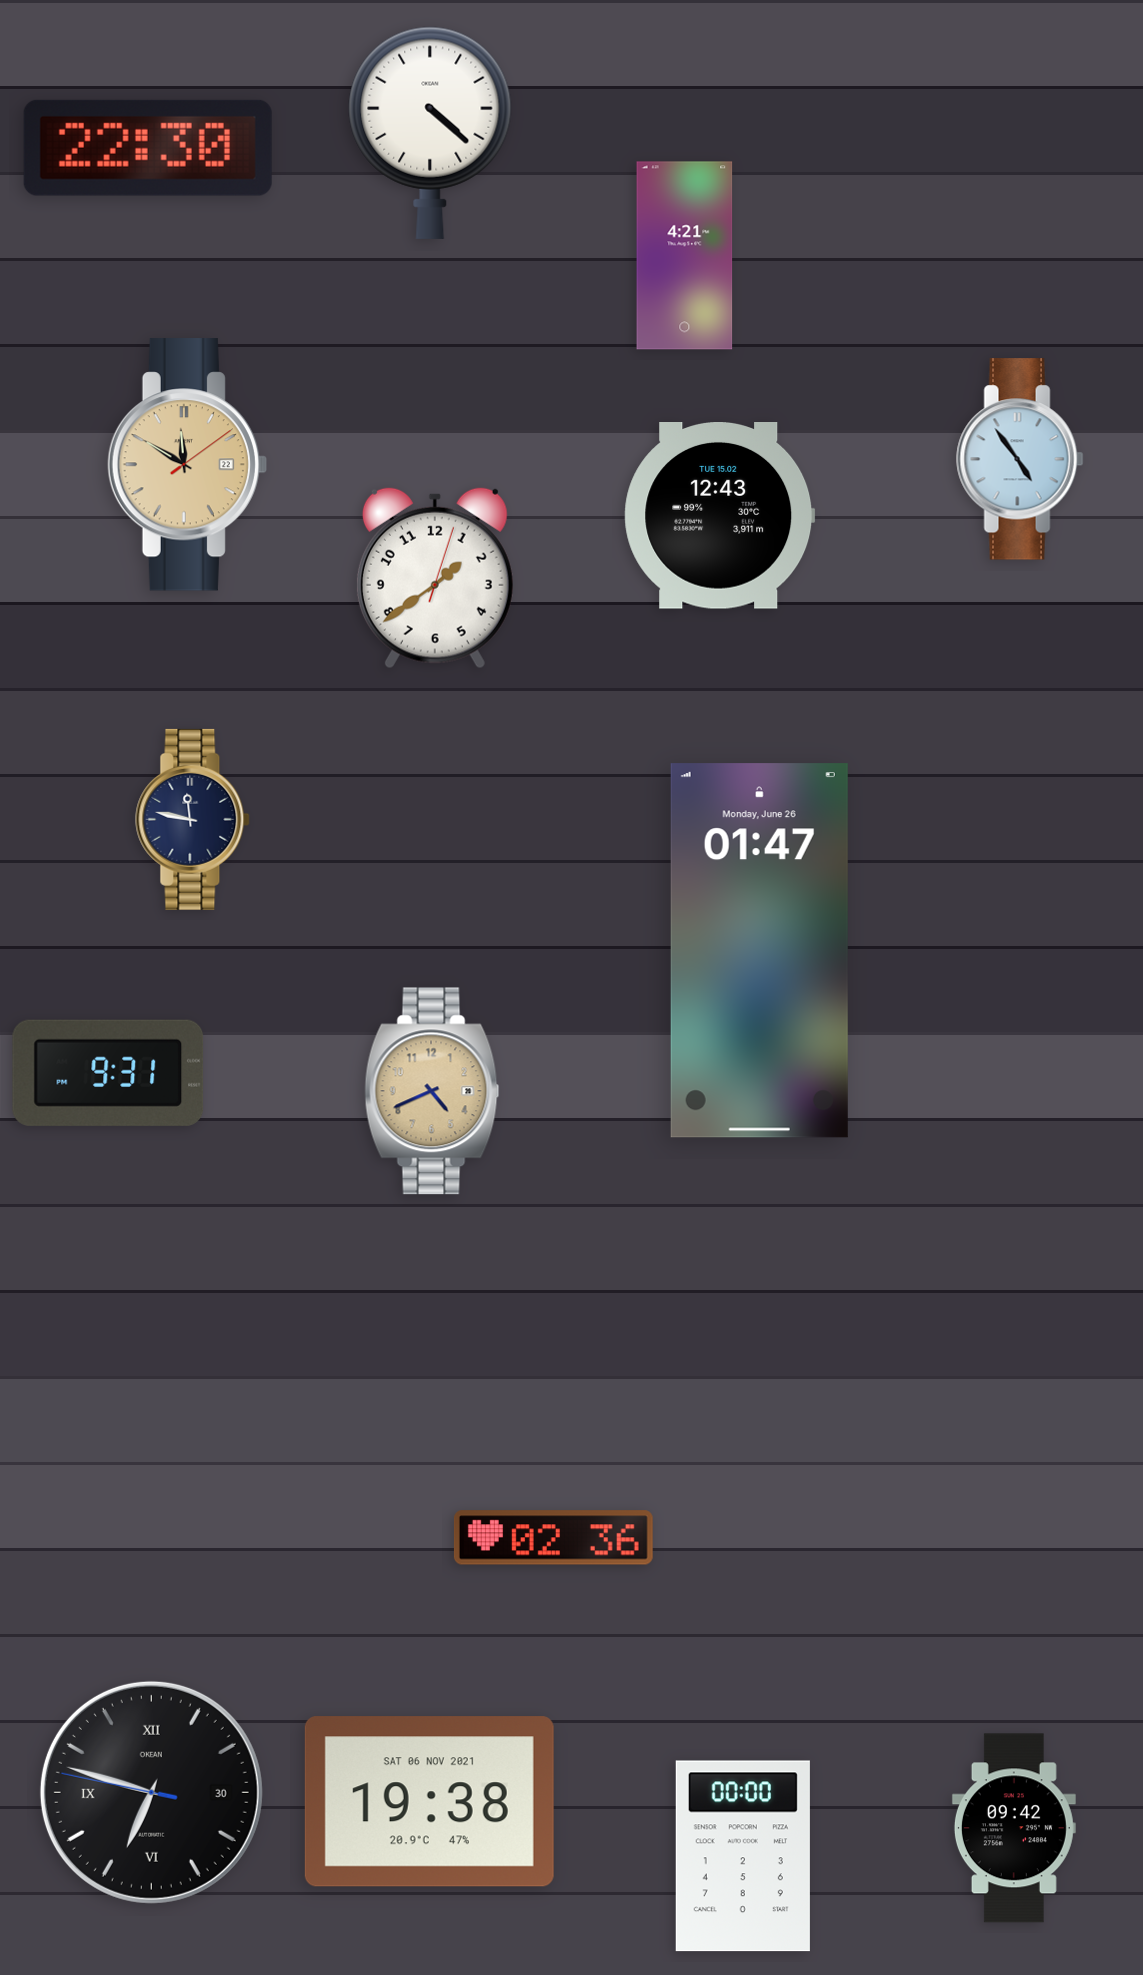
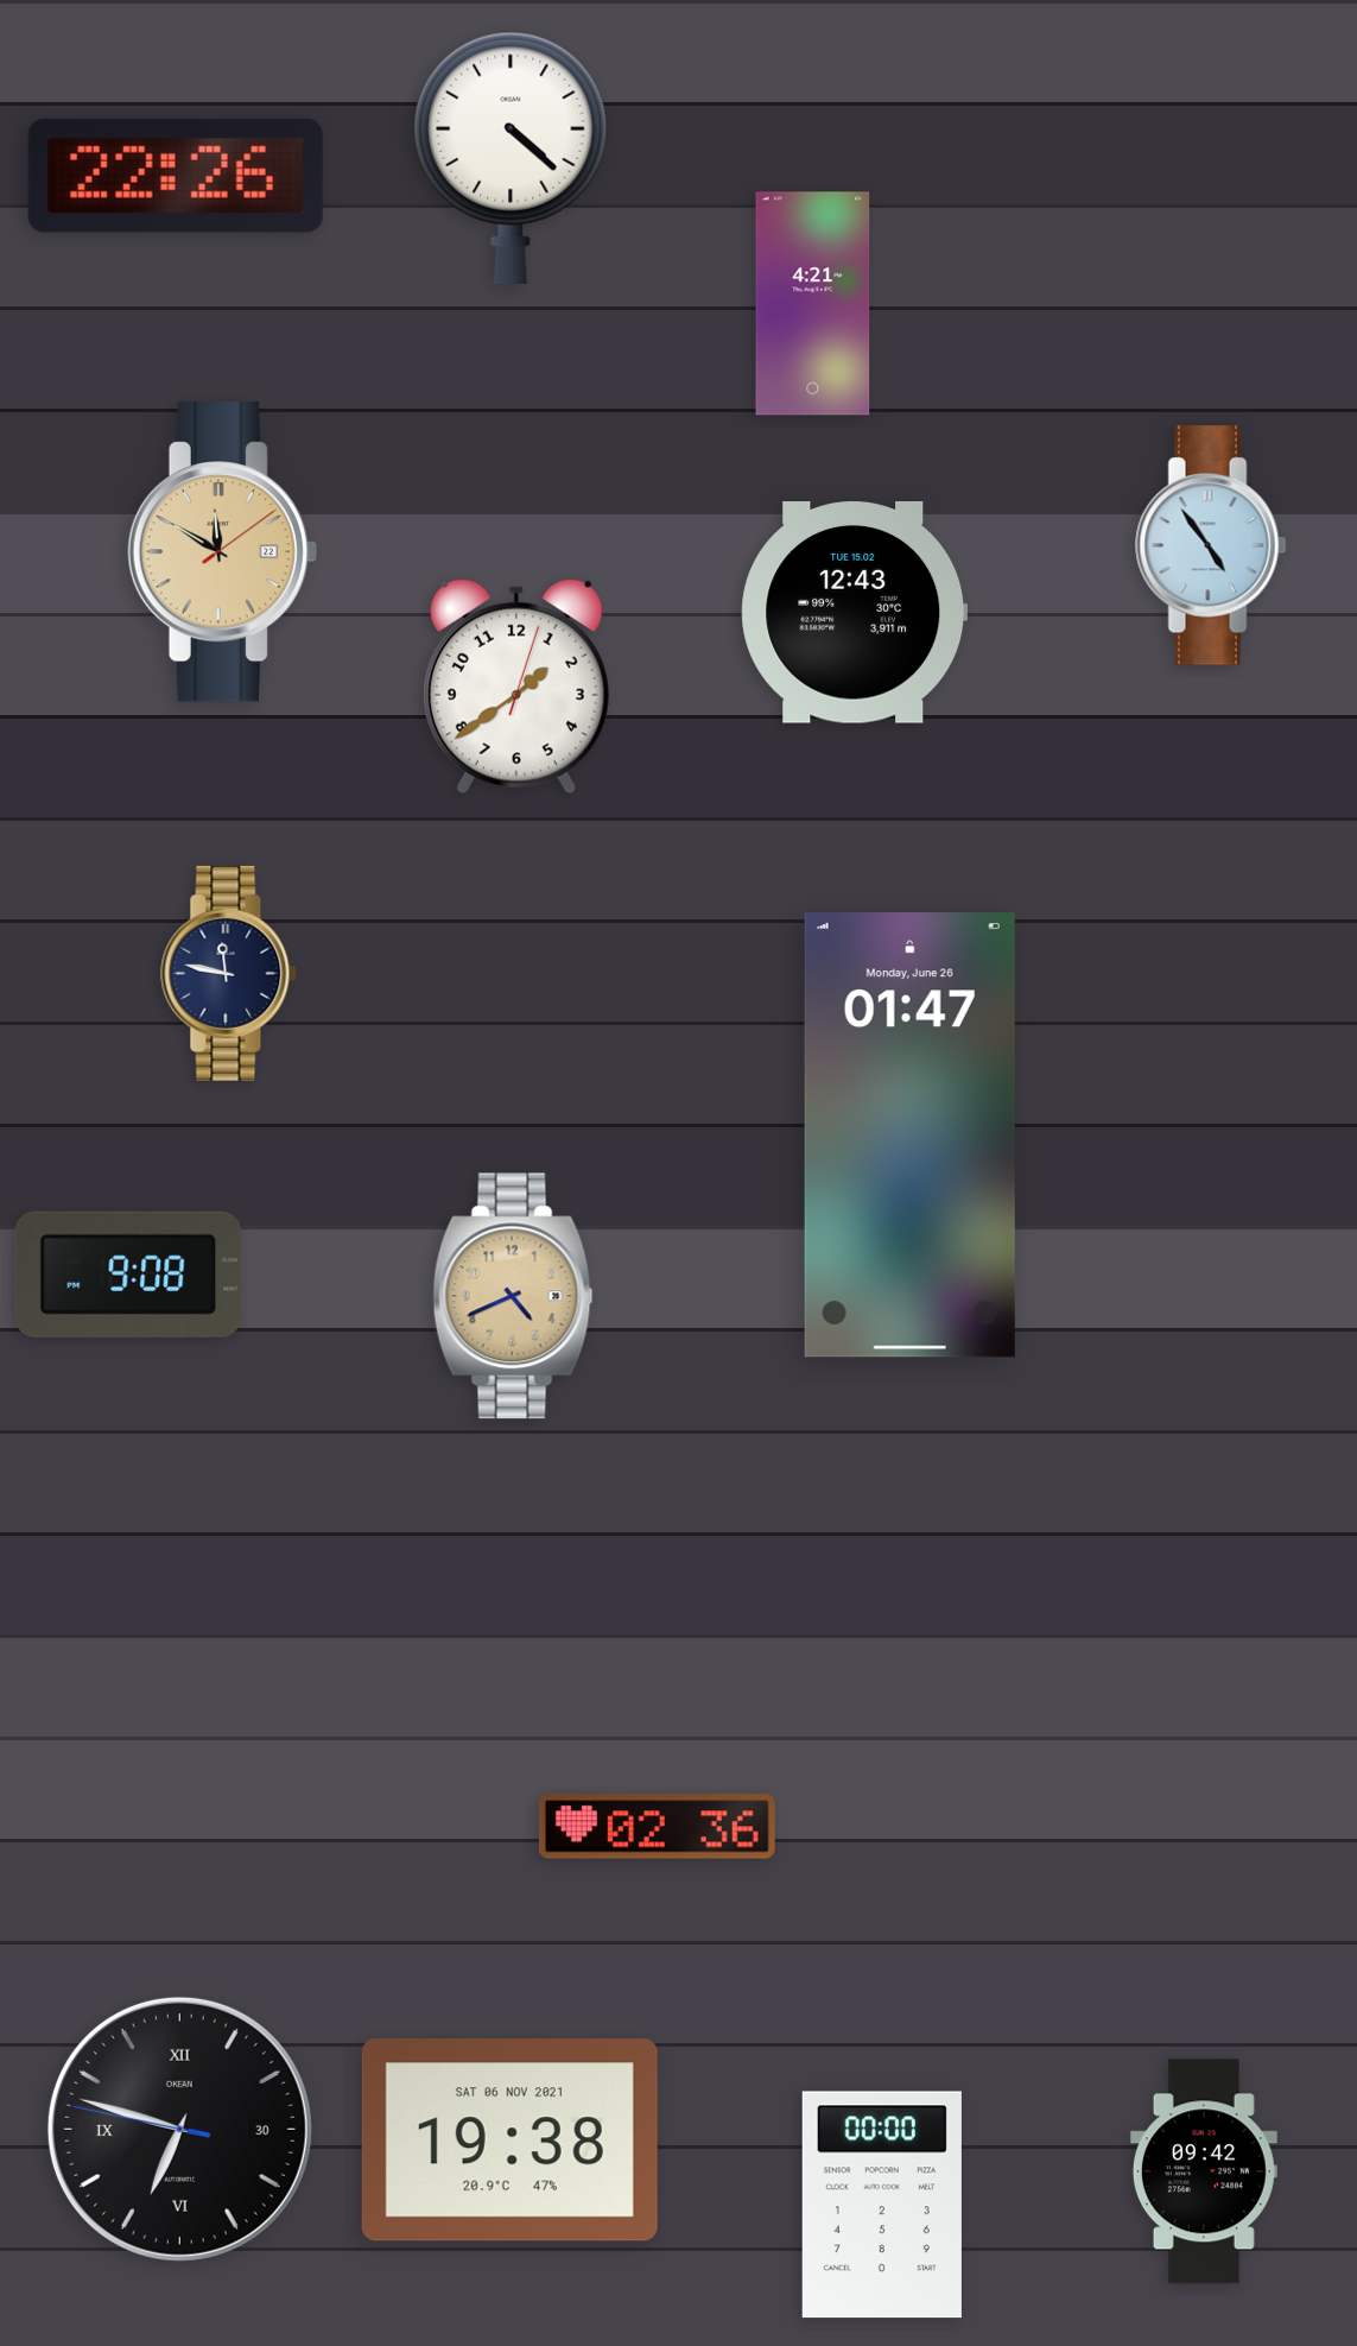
clock at (148, 148): 22:30 -> 22:26
clock at (759, 951) position: (759, 951) -> (909, 1136)
clock at (108, 1073): 9:31 -> 9:08
